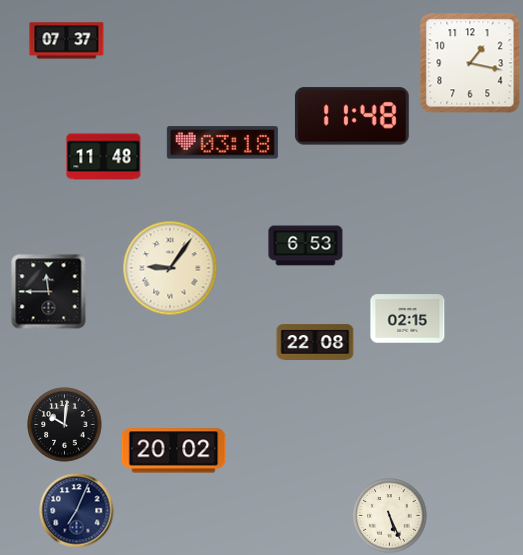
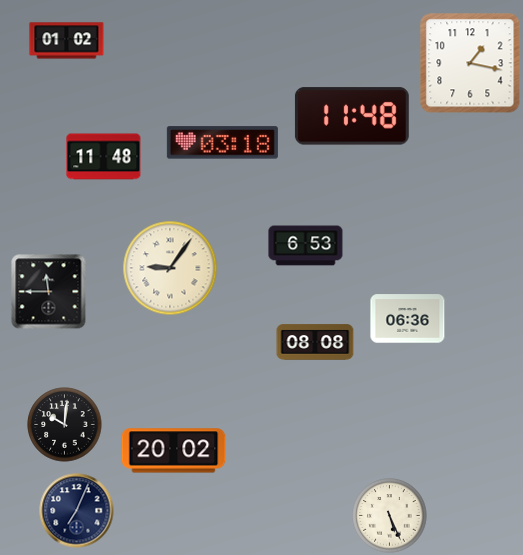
clock at (67, 41): 07:37 -> 01:02
clock at (408, 319): 02:15 -> 06:36
clock at (315, 342): 22:08 -> 08:08
